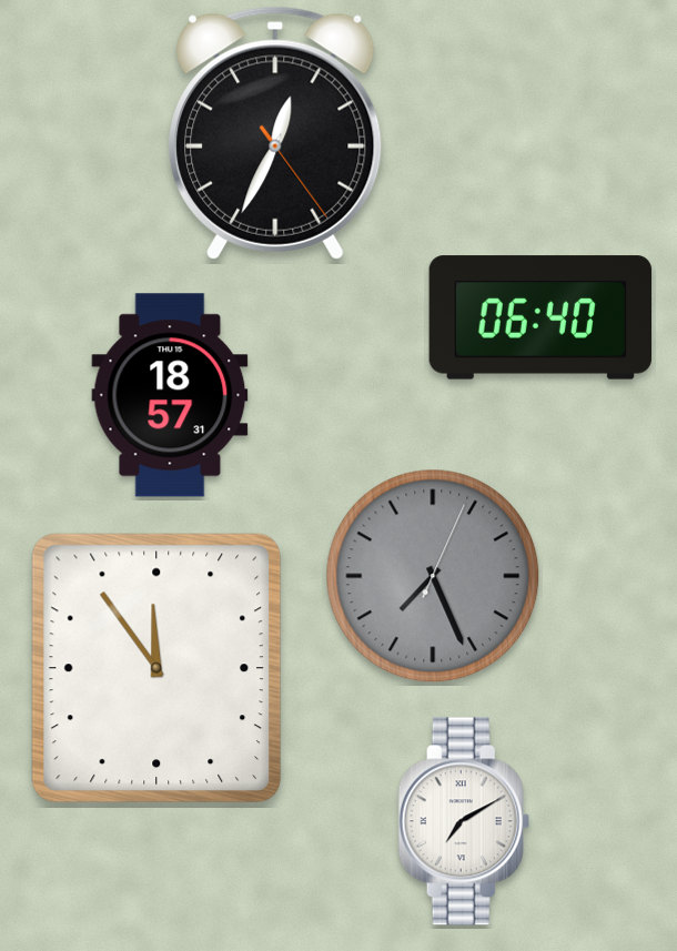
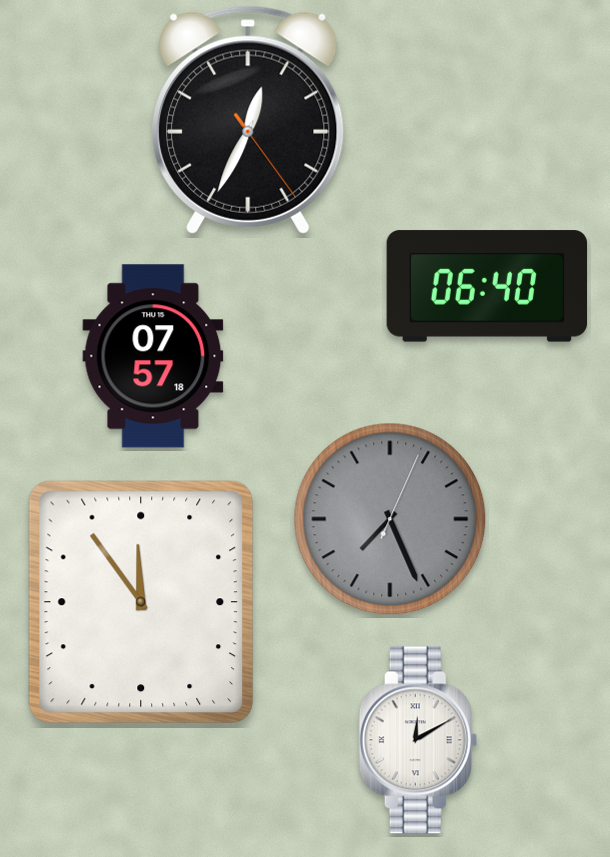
clock at (170, 395): 18:57 -> 07:57
clock at (464, 821): 7:10 -> 12:10
